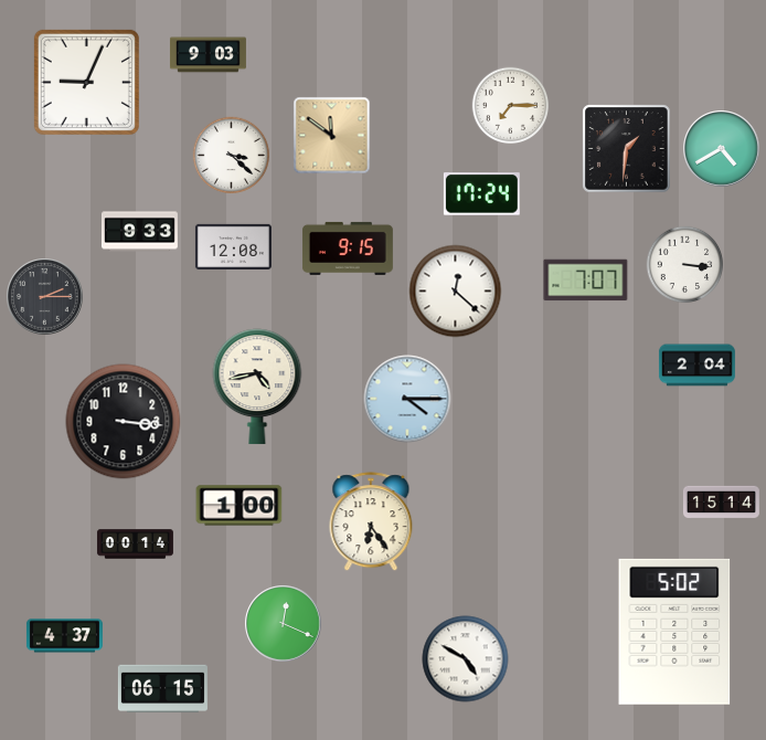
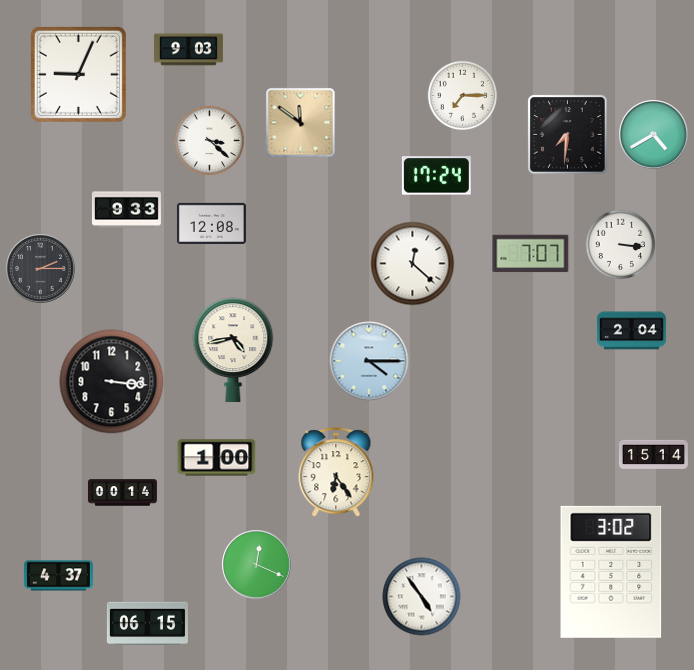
clock at (627, 149): 1:31 -> 7:31
clock at (348, 249): 9:15 -> none
clock at (685, 265) position: (685, 265) -> (621, 245)
clock at (674, 632): 5:02 -> 3:02
clock at (466, 659): 4:50 -> 4:54
